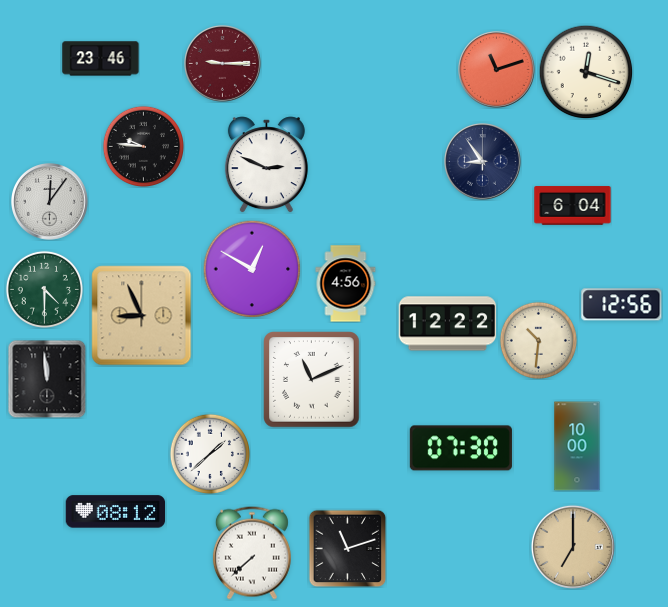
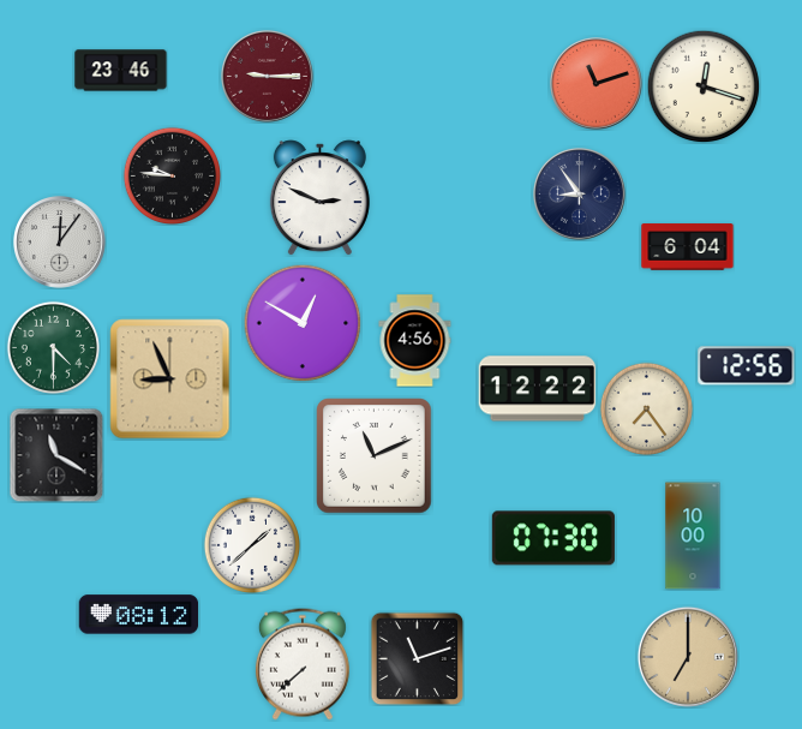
clock at (538, 340): 10:31 -> 7:24
clock at (47, 379): 11:59 -> 11:20
